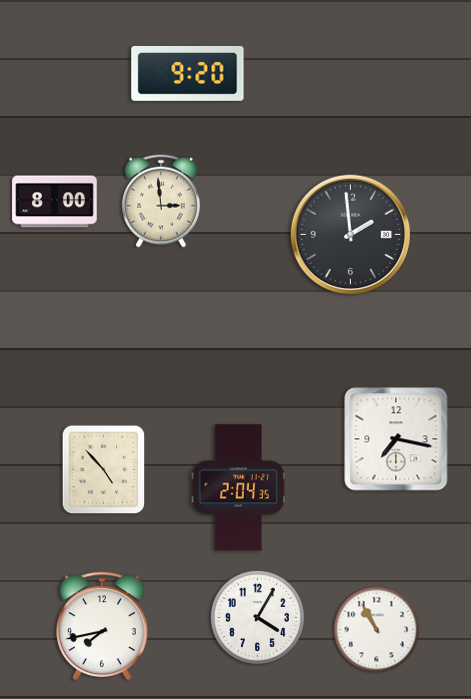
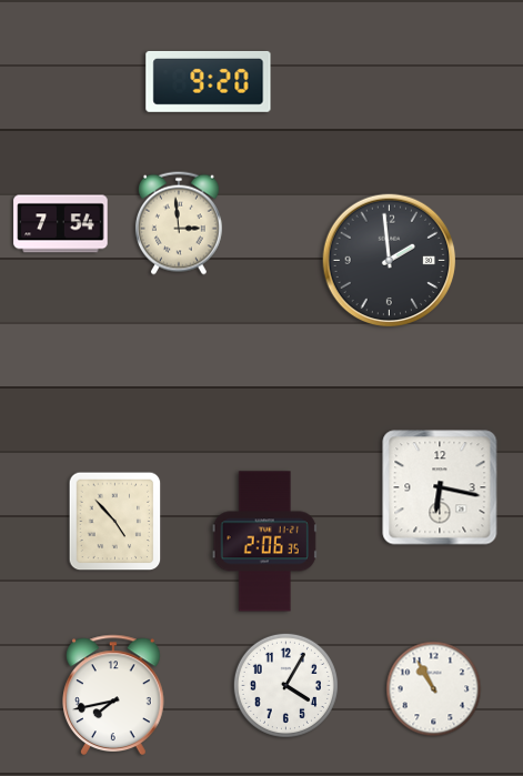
clock at (55, 202): 8:00 -> 7:54
clock at (396, 439): 7:17 -> 6:17
clock at (238, 488): 2:04 -> 2:06
clock at (377, 630) position: (377, 630) -> (434, 689)
